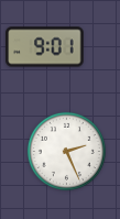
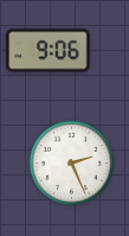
clock at (45, 47): 9:01 -> 9:06
